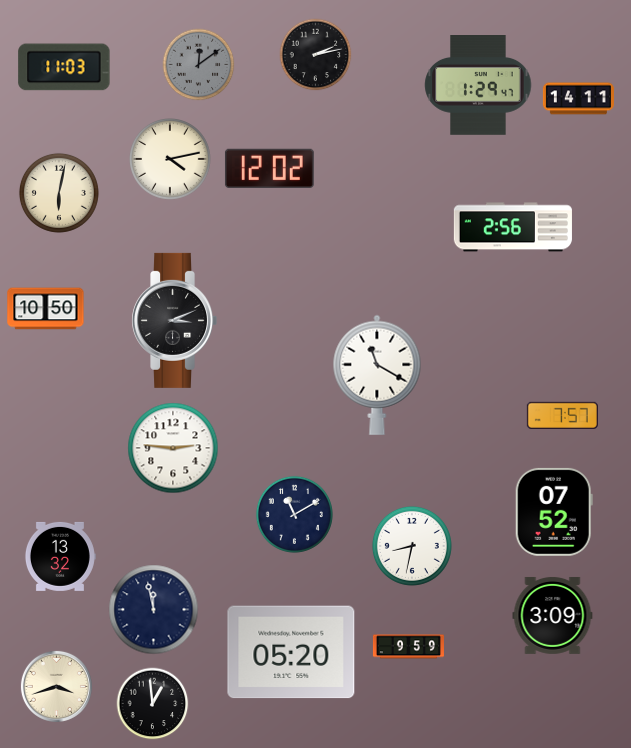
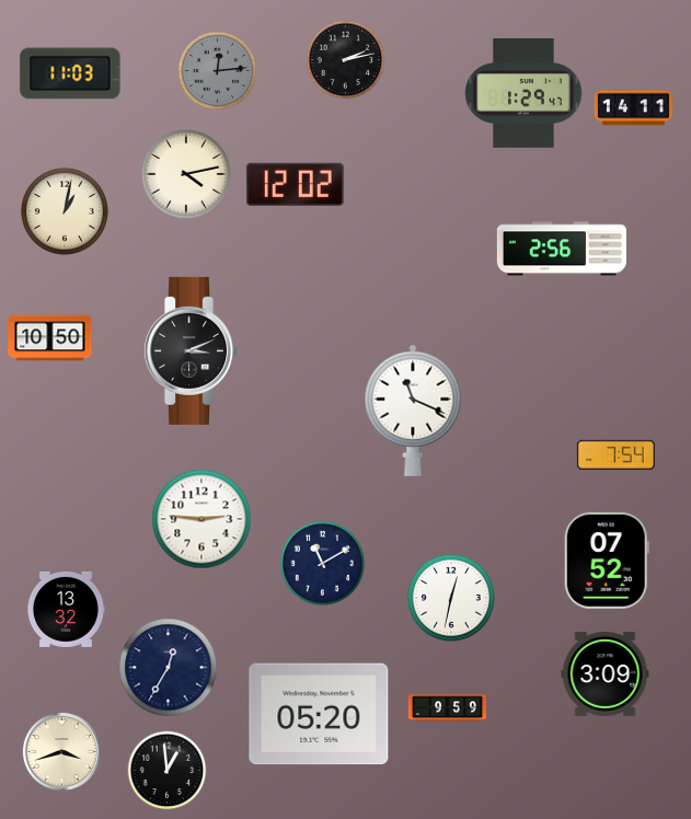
clock at (199, 65): 12:09 -> 12:14
clock at (59, 193): 6:02 -> 1:02
clock at (377, 375): 11:20 -> 11:19
clock at (562, 415): 7:57 -> 7:54
clock at (173, 448) position: (173, 448) -> (201, 519)
clock at (412, 546): 8:32 -> 12:32
clock at (154, 610): 11:58 -> 12:35
